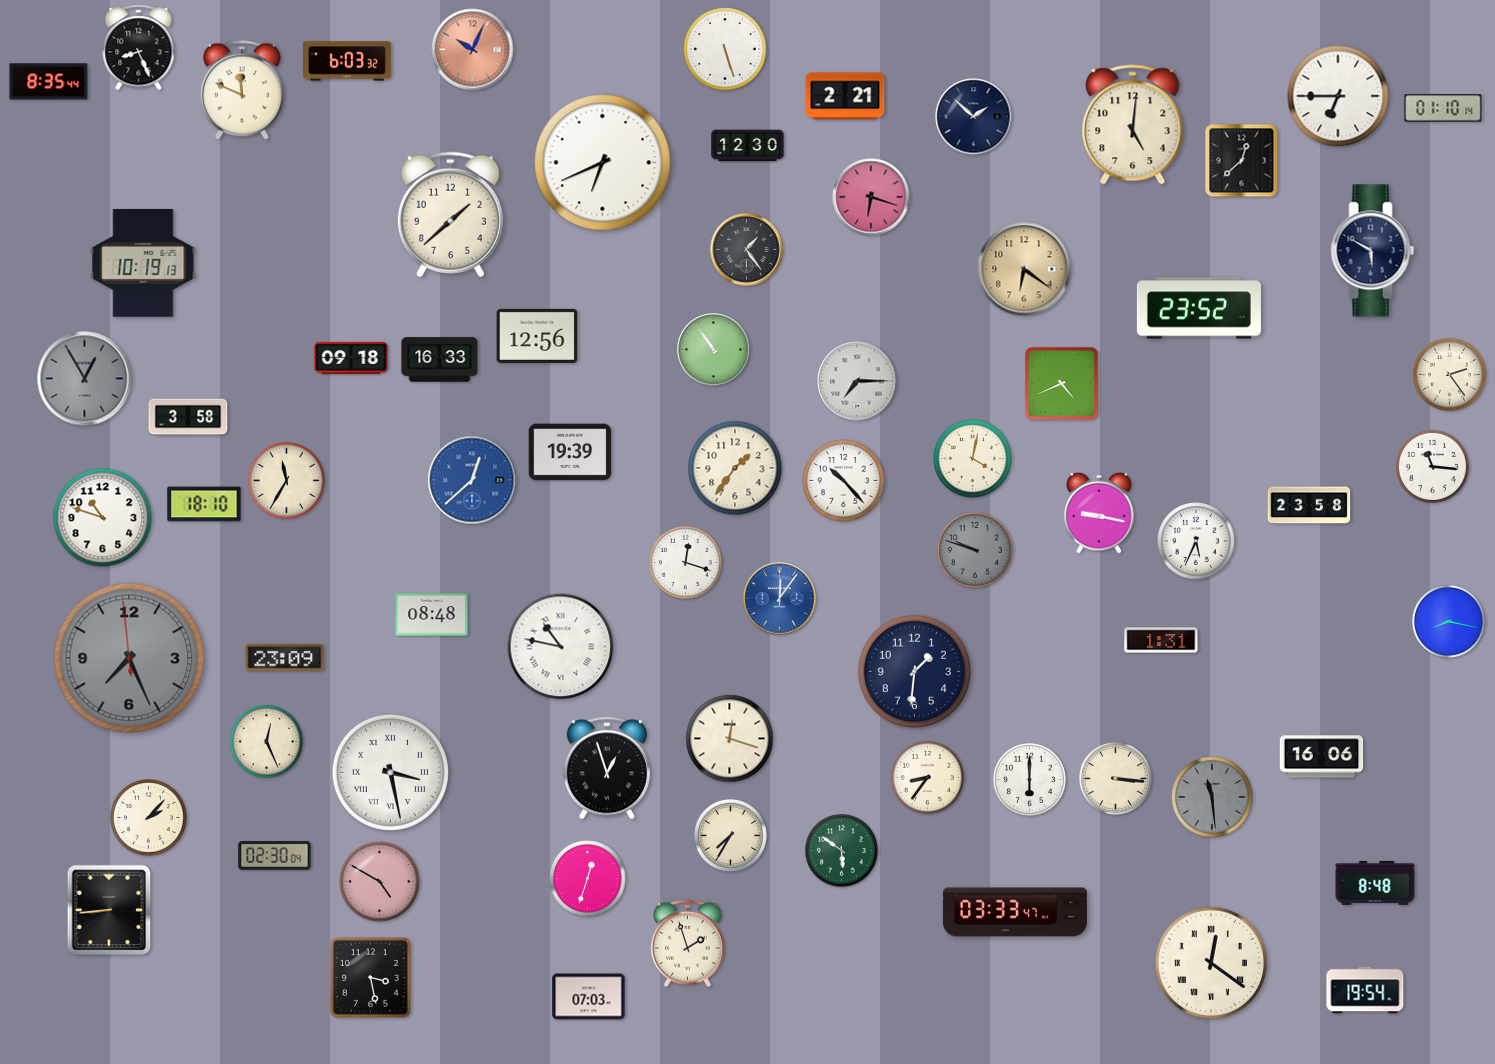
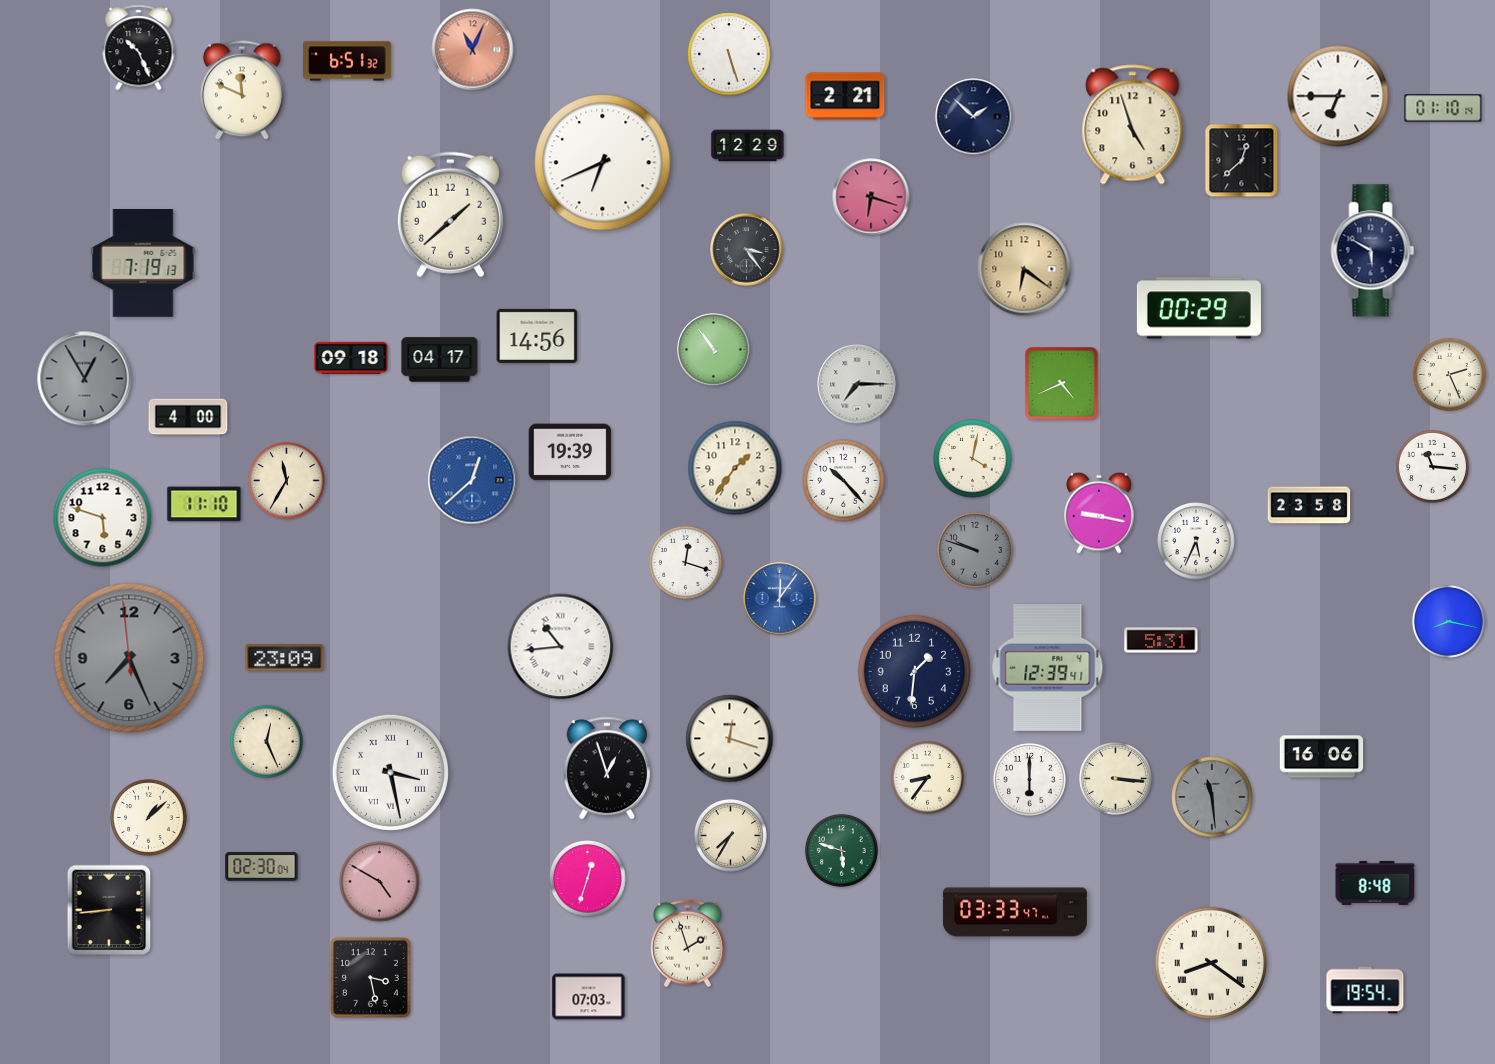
clock at (139, 48): 8:26 -> 10:26
clock at (725, 49) position: (725, 49) -> (729, 54)
clock at (473, 50): 10:04 -> 11:04
clock at (348, 61): 6:03 -> 6:51
clock at (49, 82): 8:35 -> none
clock at (1133, 125): 5:01 -> 4:57
clock at (748, 146): 12:30 -> 12:29
clock at (747, 250): 1:24 -> 3:24
clock at (143, 264): 10:19 -> 7:19
clock at (1199, 308): 23:52 -> 00:29
clock at (537, 336): 12:56 -> 14:56
clock at (440, 360): 16:33 -> 04:17
clock at (1449, 374): 2:24 -> 2:26
clock at (857, 381) position: (857, 381) -> (857, 384)
clock at (188, 417): 3:58 -> 4:00
clock at (204, 504): 18:10 -> 11:10
clock at (103, 518): 10:48 -> 5:48
clock at (432, 615): 08:48 -> none
clock at (1161, 640): 1:31 -> 5:31
clock at (561, 647): 10:47 -> 10:44
clock at (1048, 668): none -> 12:39
clock at (149, 818): 2:07 -> 1:08
clock at (841, 850): 5:51 -> 5:48
clock at (275, 856) position: (275, 856) -> (262, 867)
clock at (1211, 963): 12:21 -> 8:21
